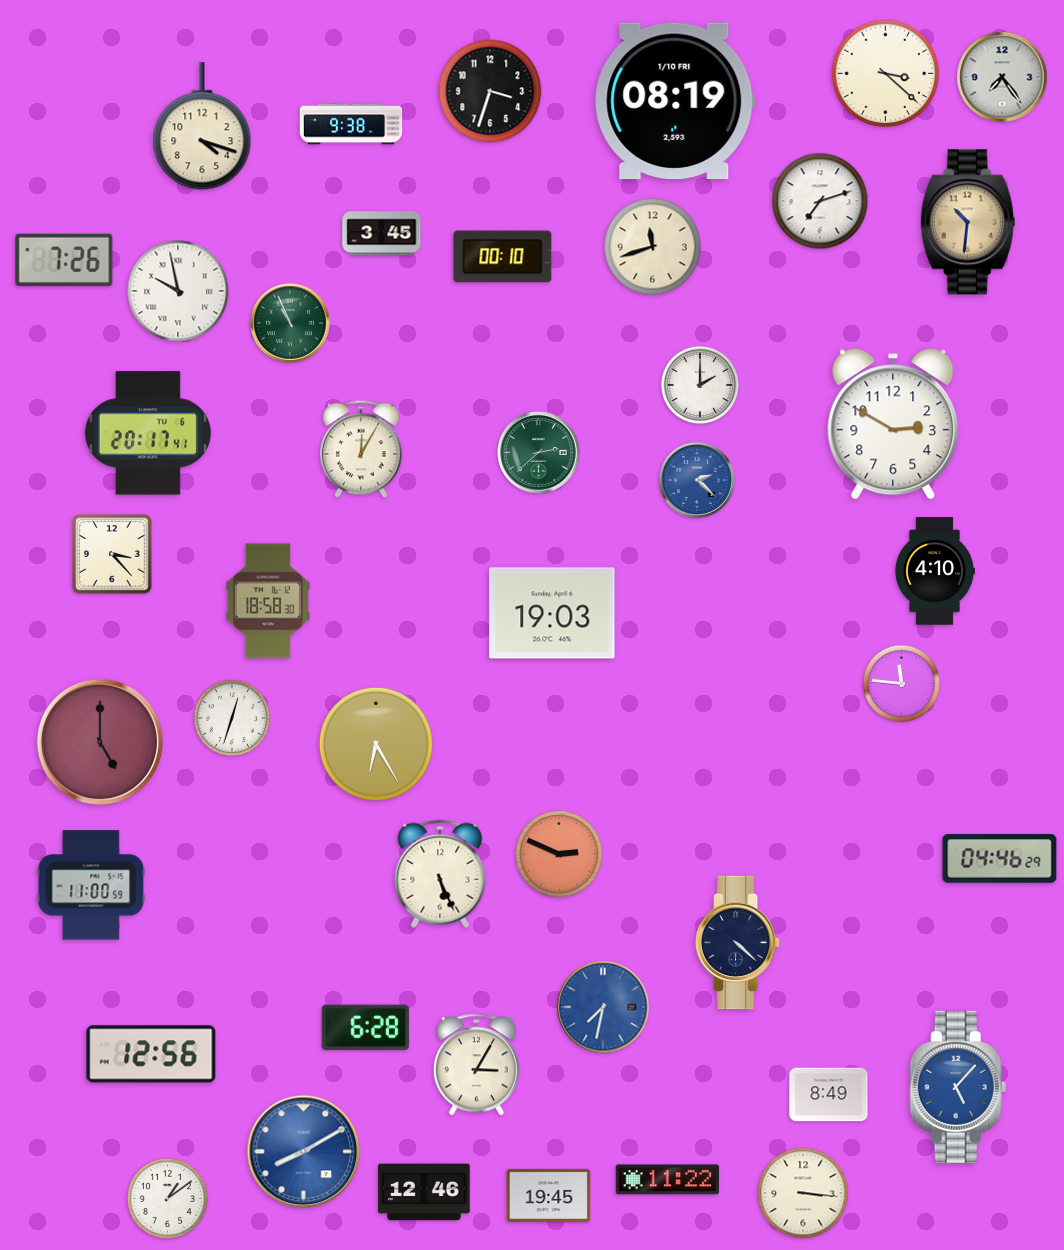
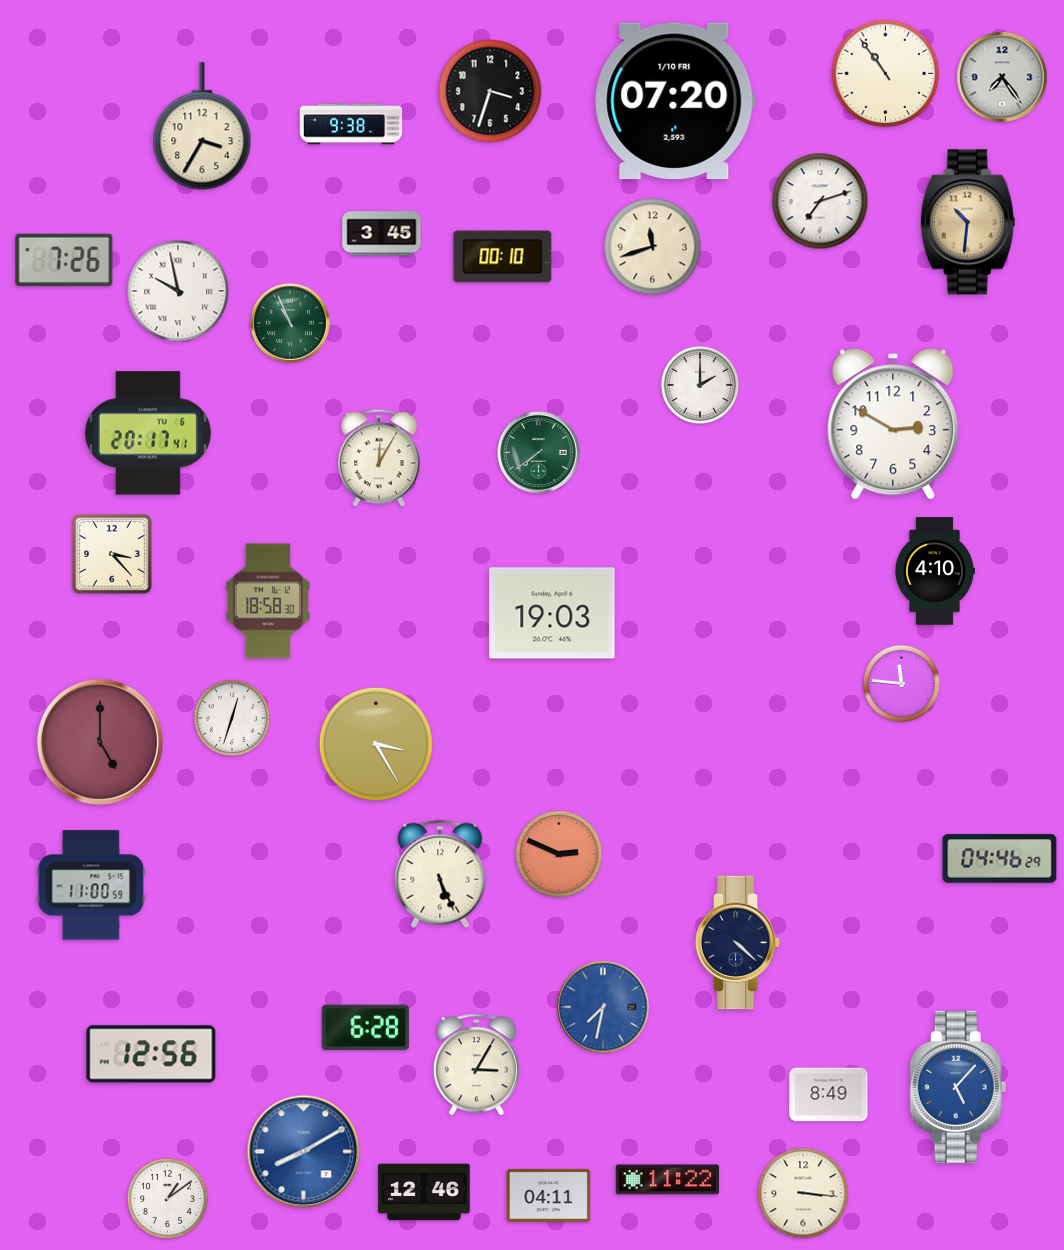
clock at (886, 74): 3:22 -> 10:54
clock at (675, 101): 08:19 -> 07:20
clock at (202, 127): 4:18 -> 3:35
clock at (361, 449) position: (361, 449) -> (379, 458)
clock at (539, 453): 2:38 -> 7:39
clock at (697, 480): 2:22 -> none
clock at (376, 744): 6:25 -> 3:25
clock at (549, 1195): 19:45 -> 04:11
